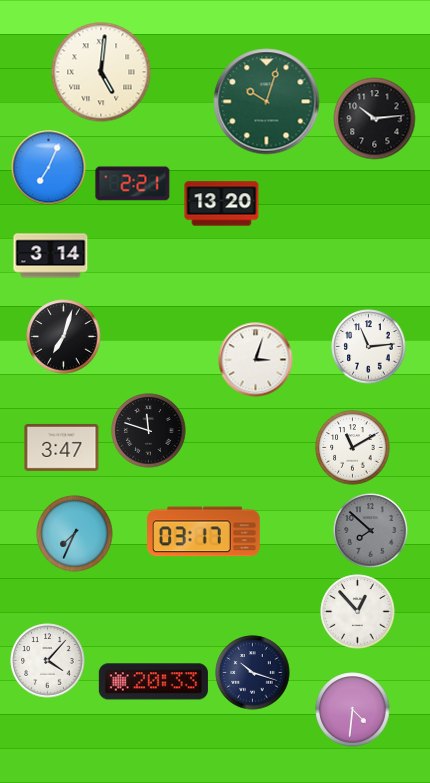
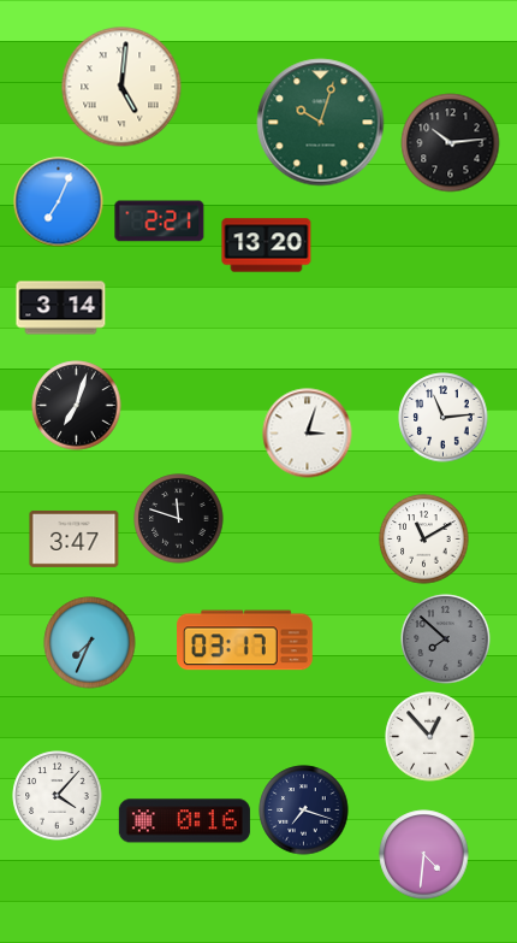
clock at (253, 673): 10:18 -> 7:18
clock at (153, 682): 20:33 -> 0:16
